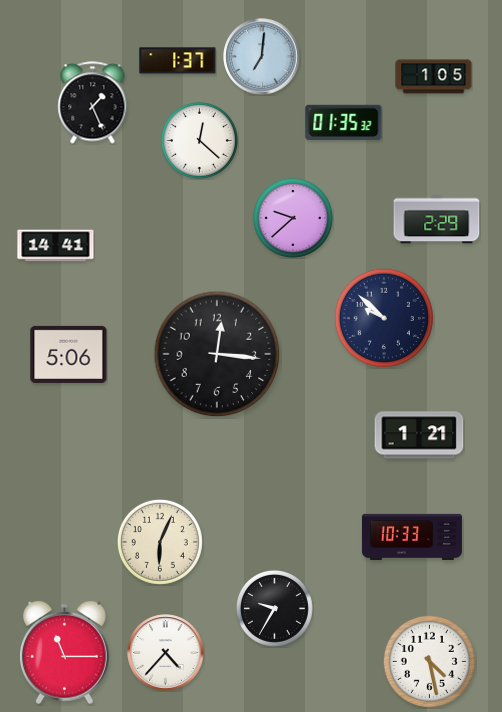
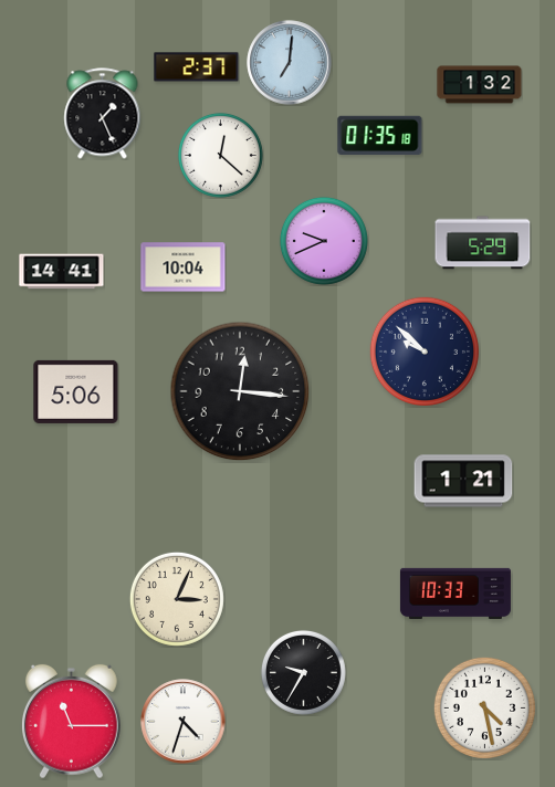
clock at (178, 61): 1:37 -> 2:37
clock at (434, 77): 1:05 -> 1:32
clock at (344, 122): 01:35:32 -> 01:35:18
clock at (293, 218): 9:38 -> 9:41
clock at (437, 220): 2:29 -> 5:29
clock at (184, 267): none -> 10:04
clock at (160, 542): 6:04 -> 3:04
clock at (166, 653): 4:37 -> 4:33
clock at (429, 661) position: (429, 661) -> (484, 707)
